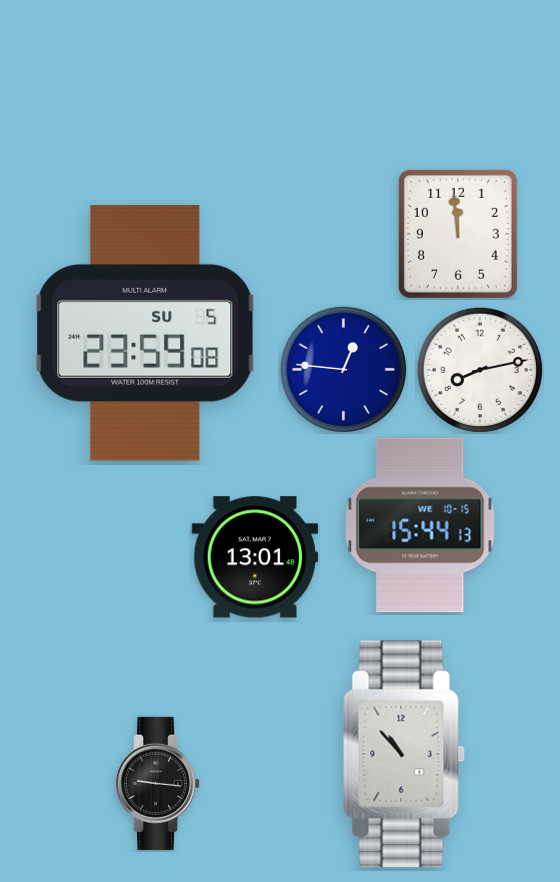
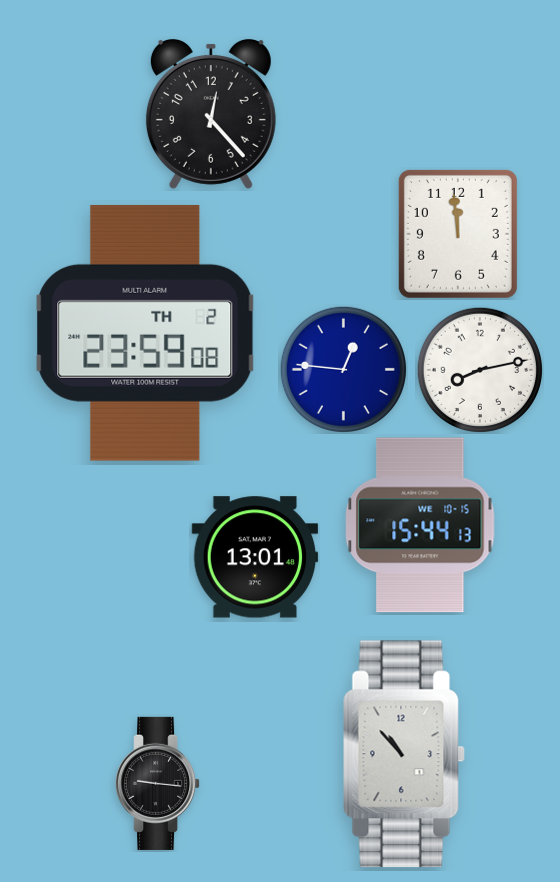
clock at (211, 114): none -> 12:23
clock at (145, 333) date: SU 5 -> TH 2
